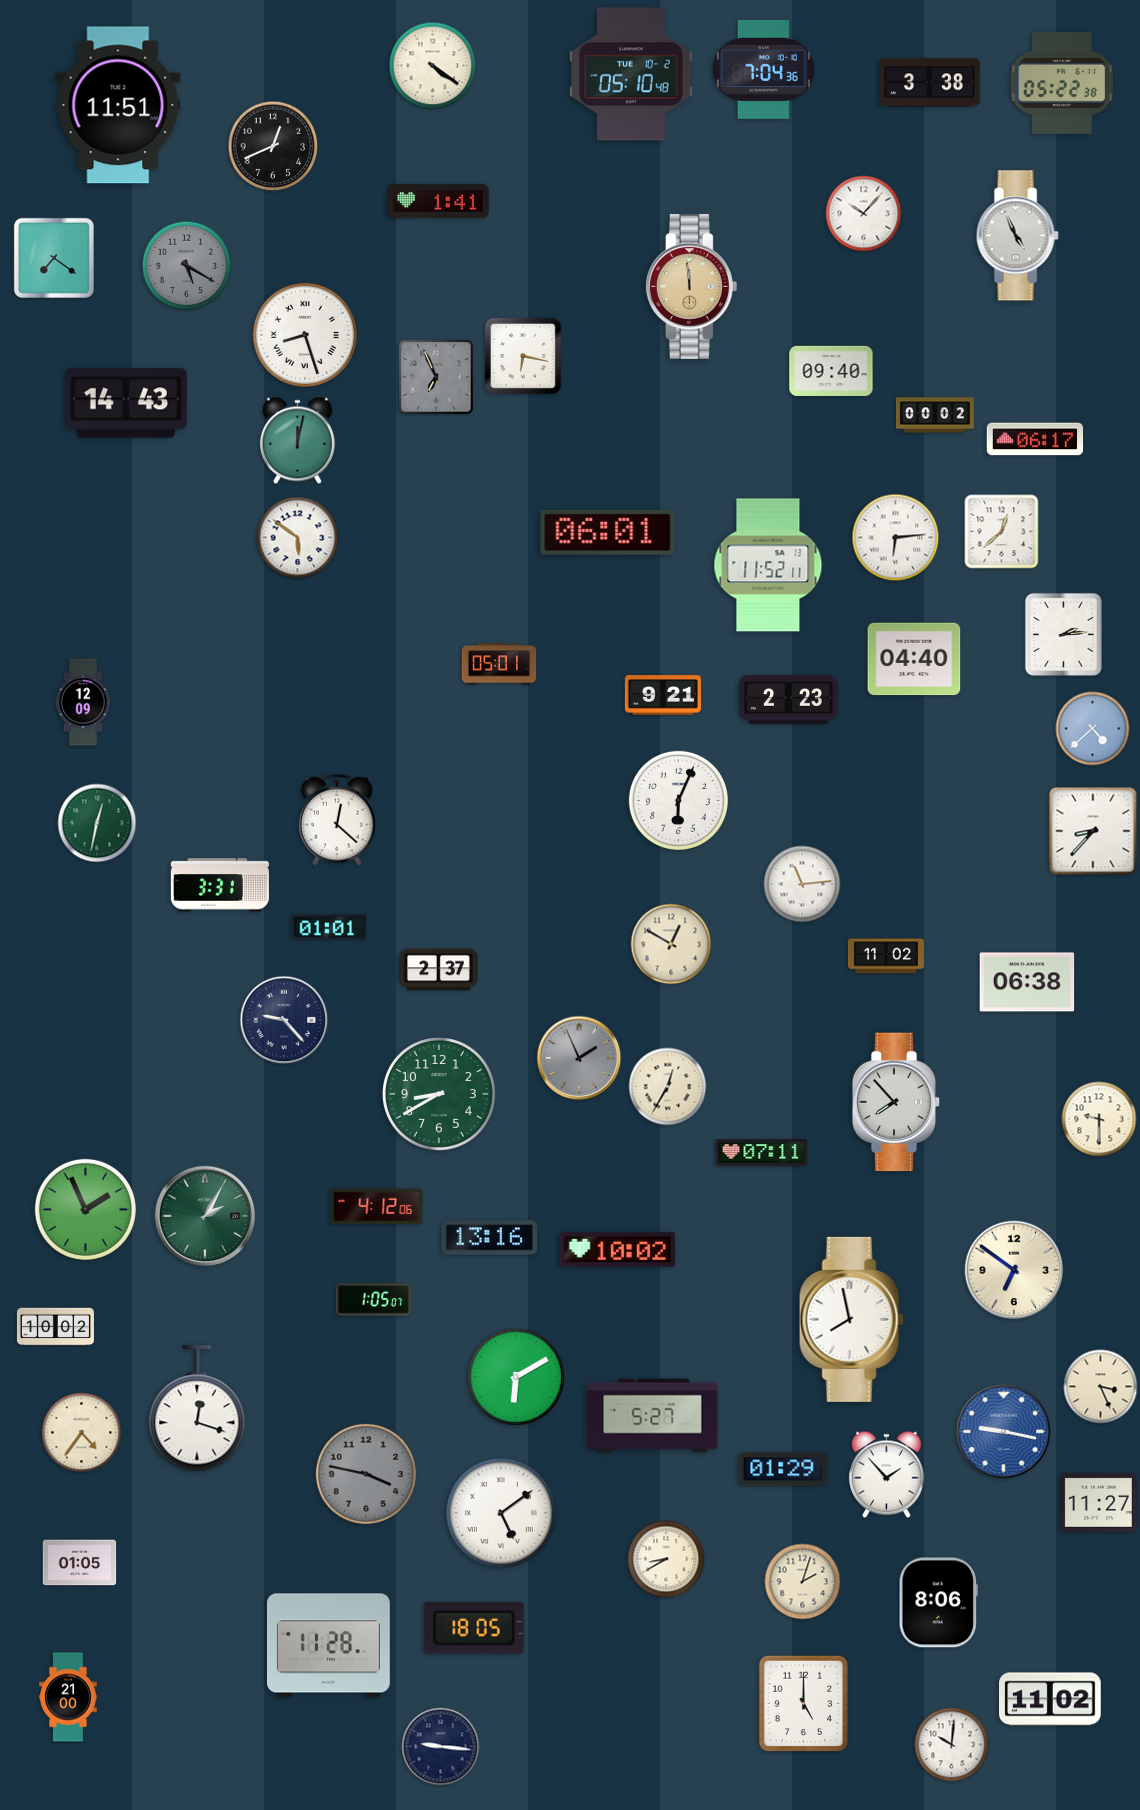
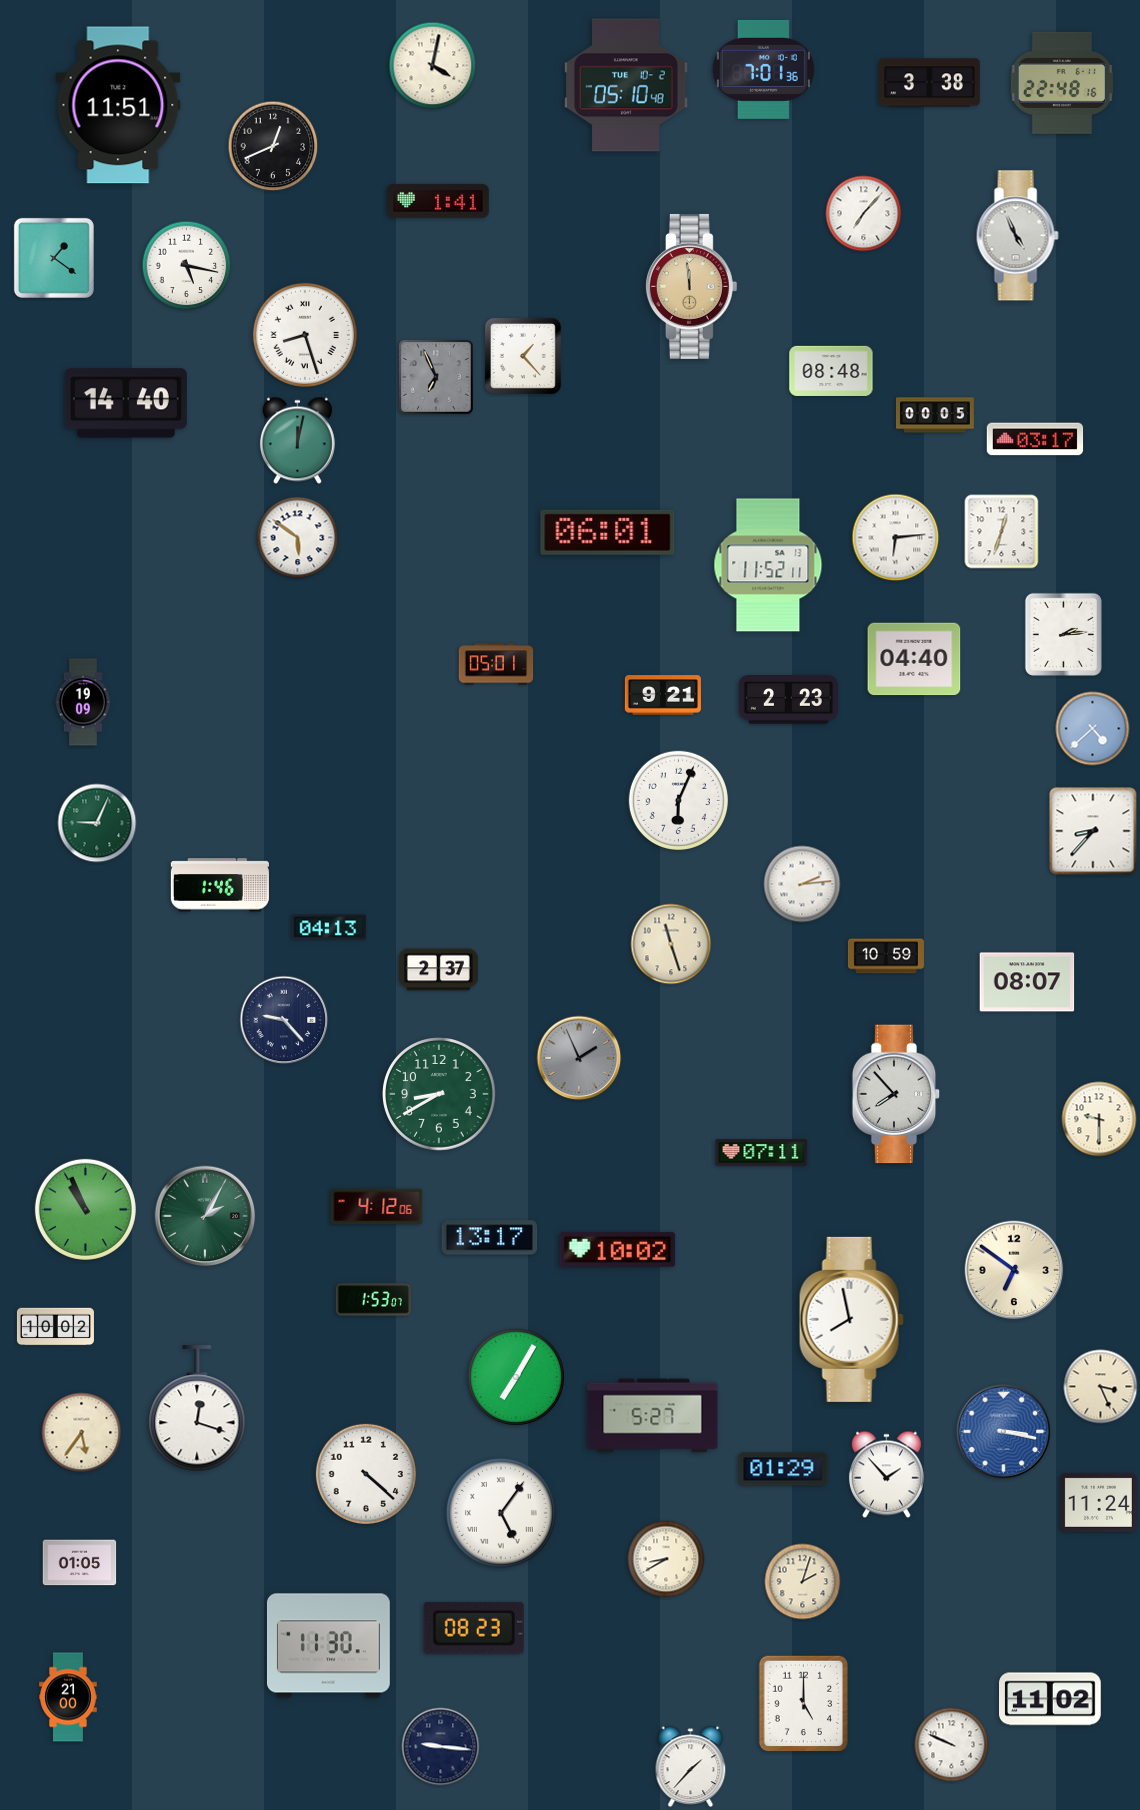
clock at (433, 66): 4:21 -> 4:02
clock at (763, 69): 7:04 -> 7:01
clock at (631, 74) position: (631, 74) -> (626, 85)
clock at (1062, 83): 05:22 -> 22:48
clock at (864, 214): 10:07 -> 7:07
clock at (54, 258): 7:21 -> 1:21
clock at (187, 266): 5:20 -> 5:17
clock at (187, 266) dial: grey -> white
clock at (523, 356): 6:17 -> 1:23
clock at (831, 371): 09:40 -> 08:48
clock at (126, 403): 14:43 -> 14:40
clock at (935, 415): 00:02 -> 00:05
clock at (1035, 439): 06:17 -> 03:17
clock at (1002, 532): 12:38 -> 12:33
clock at (499, 664) position: (499, 664) -> (496, 664)
clock at (82, 702): 12:09 -> 19:09
clock at (337, 820): 12:22 -> none
clock at (97, 823): 12:32 -> 9:04
clock at (802, 884): 11:14 -> 2:14
clock at (220, 885): 3:31 -> 1:46
clock at (329, 927): 01:01 -> 04:13
clock at (671, 944): 12:50 -> 11:27
clock at (886, 956): 11:02 -> 10:59
clock at (1027, 982): 06:38 -> 08:07
clock at (668, 1087): 12:35 -> none
clock at (896, 1102) position: (896, 1102) -> (896, 1094)
clock at (85, 1209): 1:56 -> 10:56
clock at (490, 1238): 13:16 -> 13:17
clock at (373, 1300): 1:05 -> 1:53
clock at (515, 1376): 6:10 -> 7:05
clock at (1004, 1432): 9:17 -> 3:17
clock at (82, 1433): 4:36 -> 5:36
clock at (366, 1474): 3:47 -> 4:22
clock at (366, 1474) dial: grey -> white
clock at (1098, 1502): 11:27 -> 11:24
clock at (501, 1513): 5:09 -> 5:06
clock at (938, 1603): 8:06 -> none
clock at (474, 1628): 18:05 -> 08:23
clock at (328, 1646): 11:28 -> 11:30
clock at (952, 1745): 10:01 -> 9:49
clock at (691, 1767): none -> 1:37
